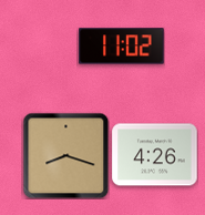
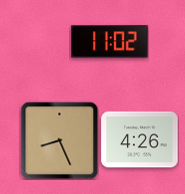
clock at (65, 155): 8:18 -> 8:26
